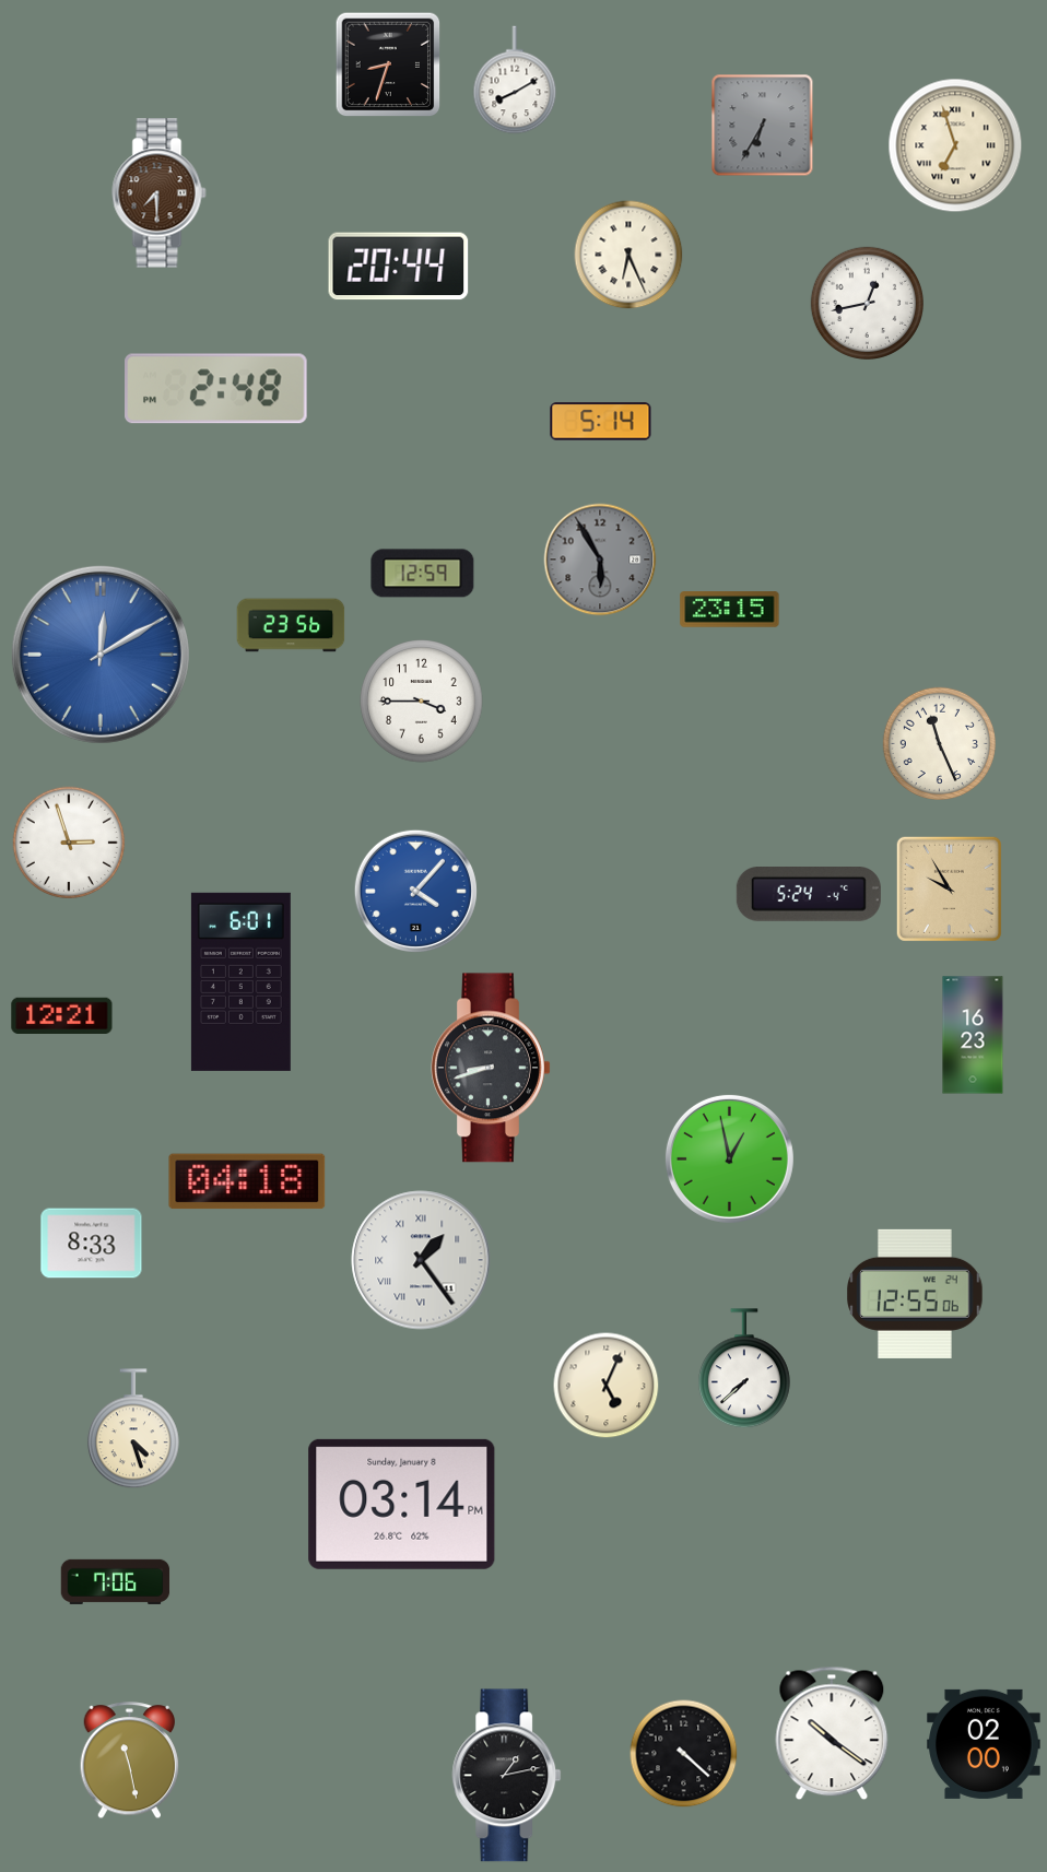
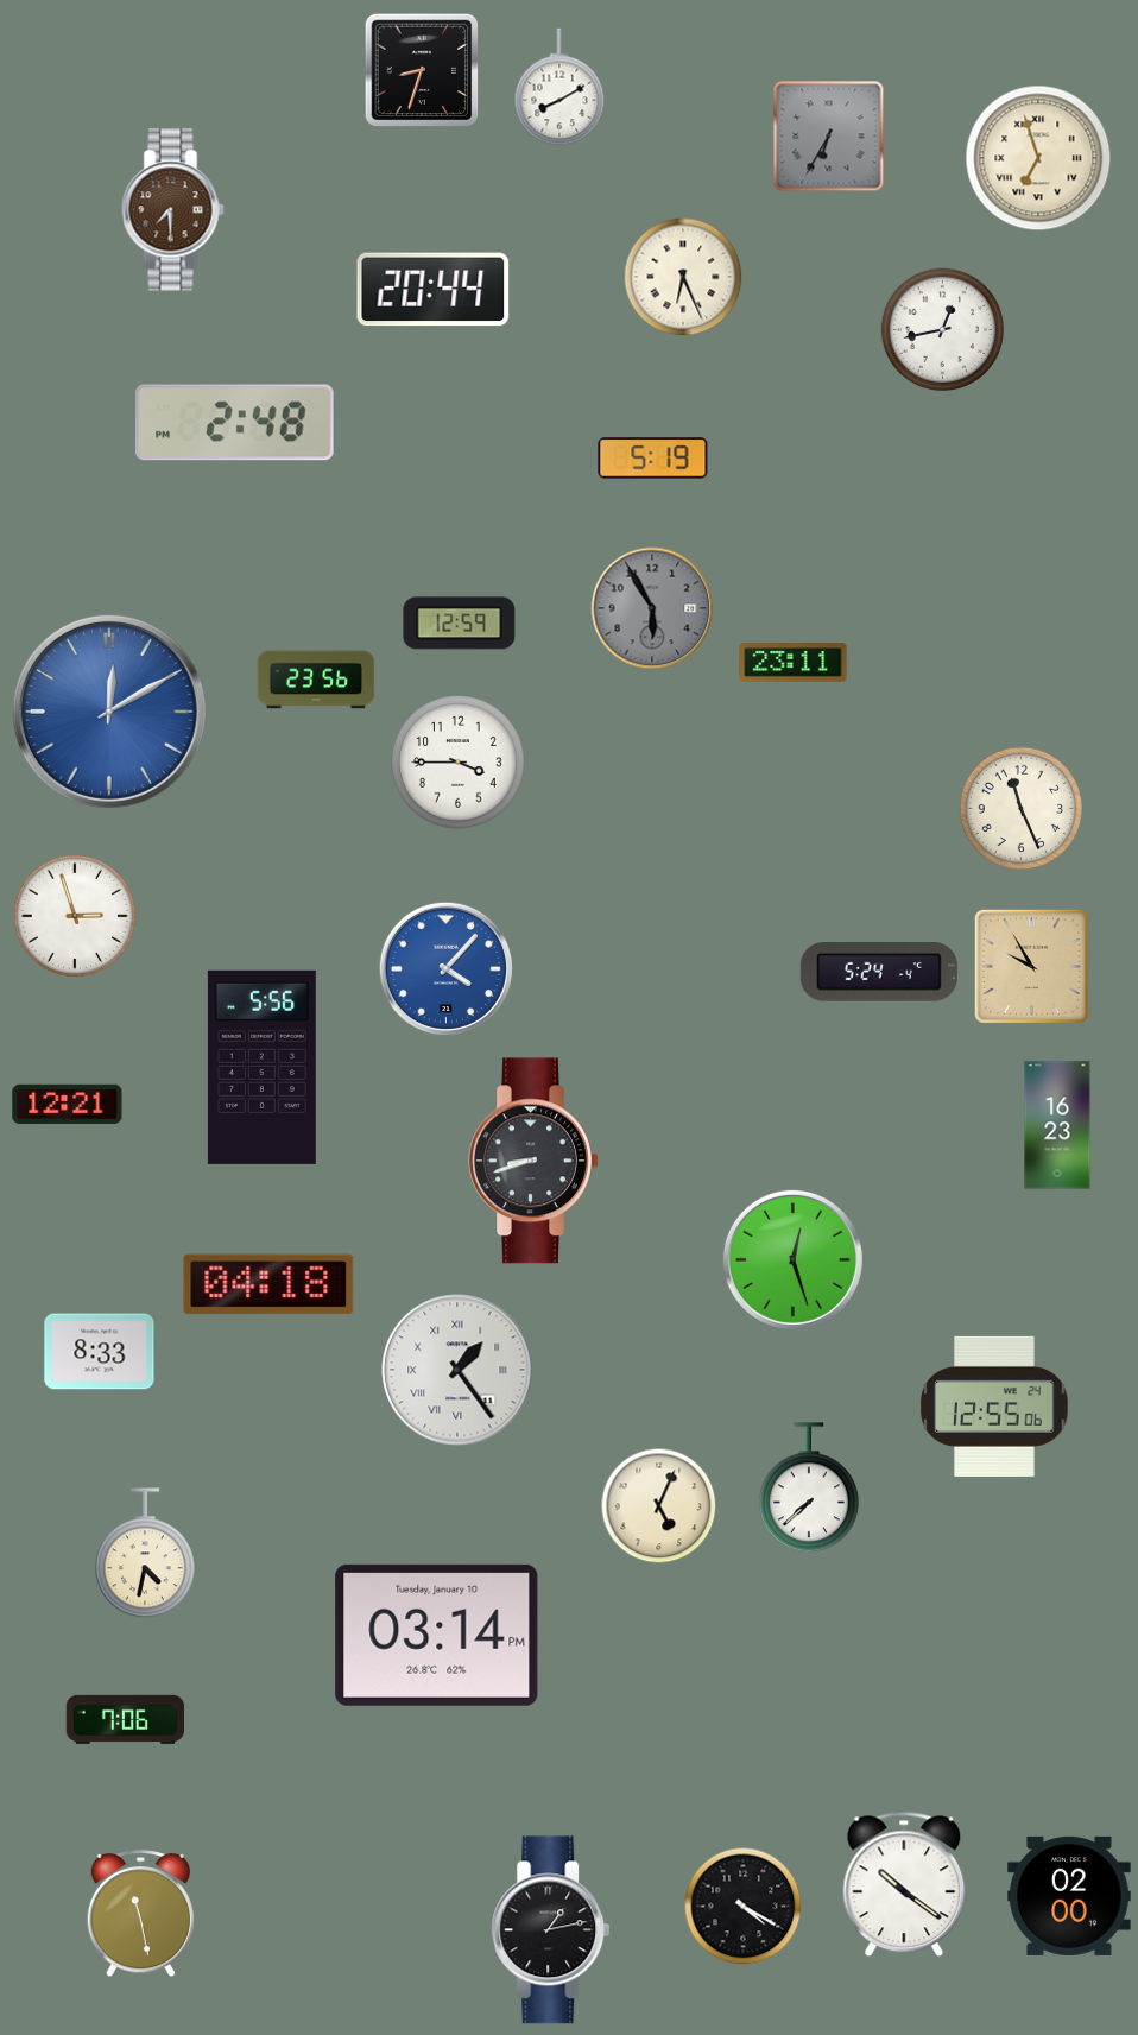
clock at (601, 422): 5:14 -> 5:19
clock at (730, 610): 23:15 -> 23:11
clock at (415, 891) position: (415, 891) -> (445, 968)
clock at (240, 981): 6:01 -> 5:56
clock at (729, 1158): 12:58 -> 12:27
clock at (133, 1429): 4:27 -> 4:32
clock at (402, 1504) date: Sunday, January 8 -> Tuesday, January 10
clock at (684, 1754): 4:22 -> 4:20
